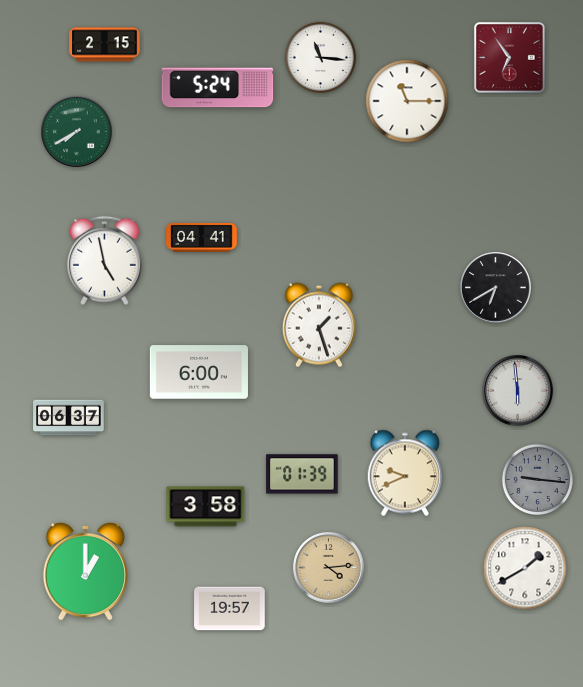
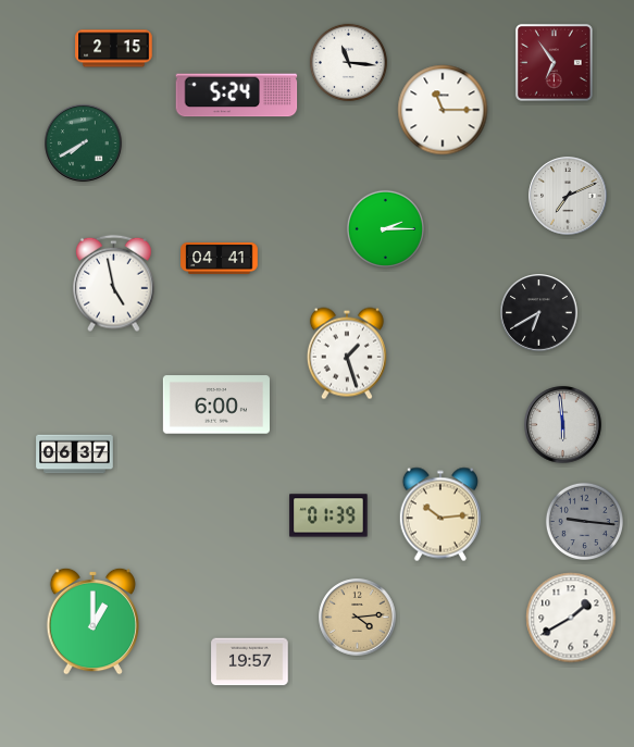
clock at (568, 196): none -> 7:11
clock at (385, 228): none -> 2:15
clock at (404, 473): 9:41 -> 10:14
clock at (206, 507): 3:58 -> none
